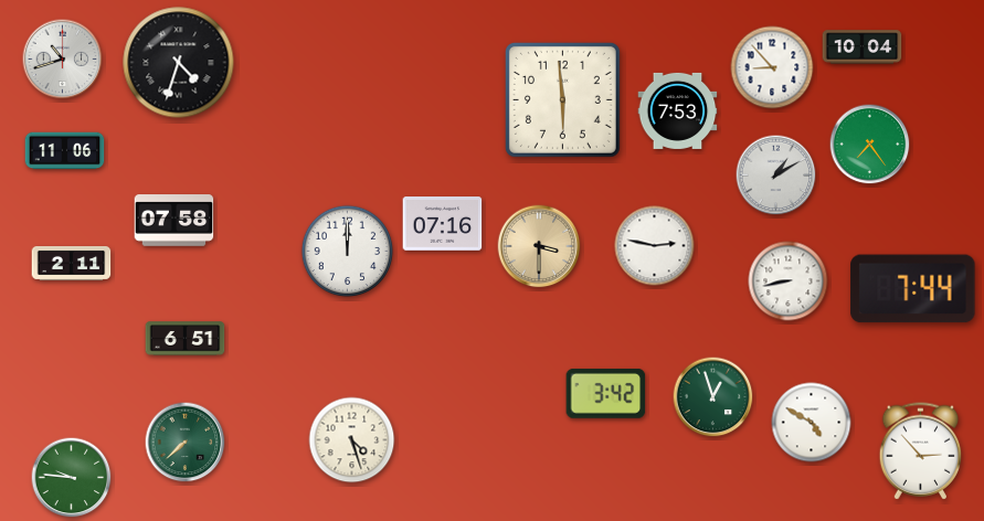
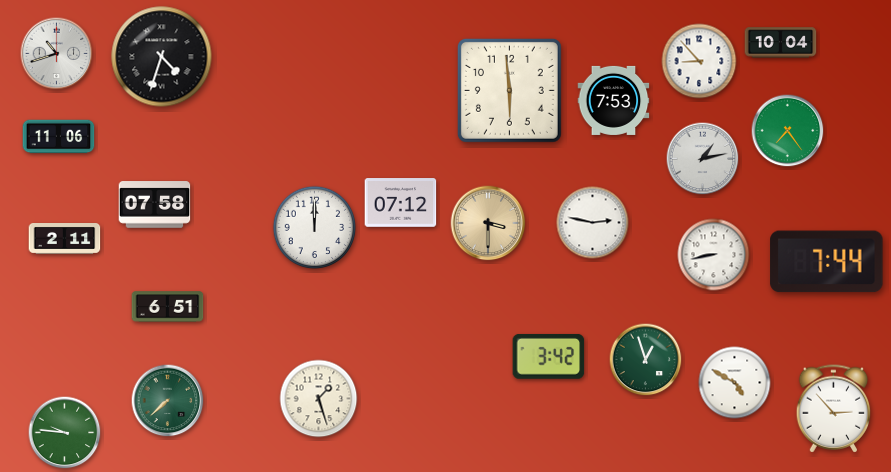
clock at (776, 176): 1:10 -> 1:13
clock at (174, 221) position: (174, 221) -> (155, 205)
clock at (443, 224): 07:16 -> 07:12
clock at (352, 440): 4:27 -> 1:27
